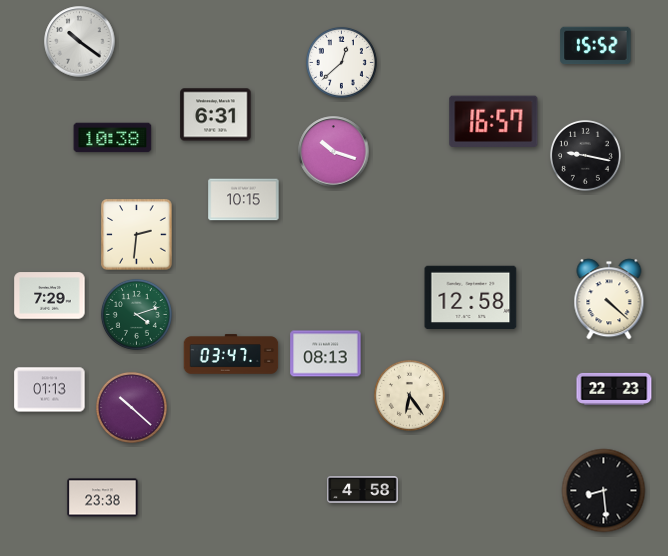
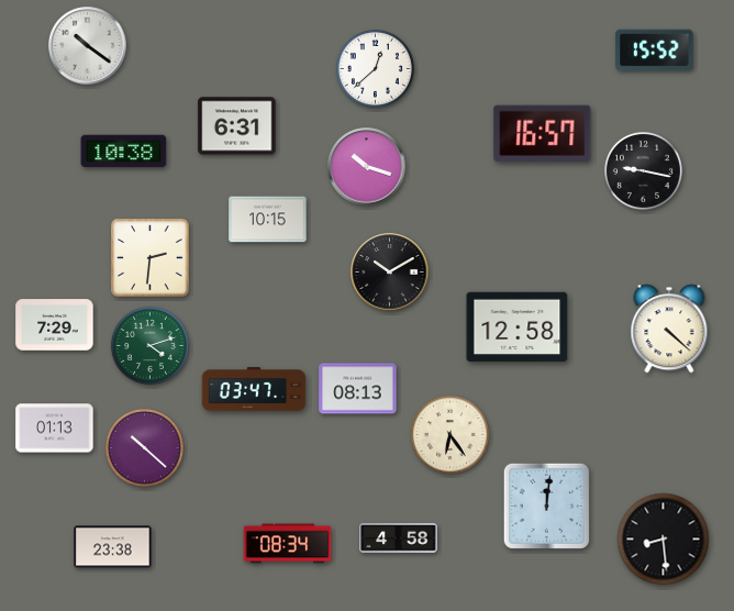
clock at (390, 273): none -> 10:10
clock at (614, 389): 22:23 -> none
clock at (546, 506): none -> 12:01
clock at (288, 544): none -> 08:34
